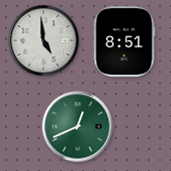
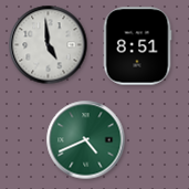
clock at (78, 127): 12:41 -> 4:41
